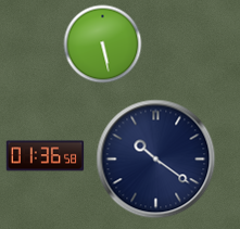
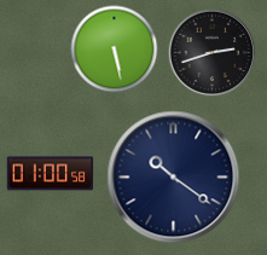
clock at (213, 53): none -> 2:42
clock at (46, 156): 01:36 -> 01:00
